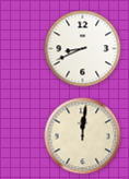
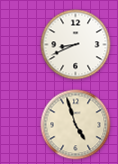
clock at (83, 136): 12:01 -> 4:57
